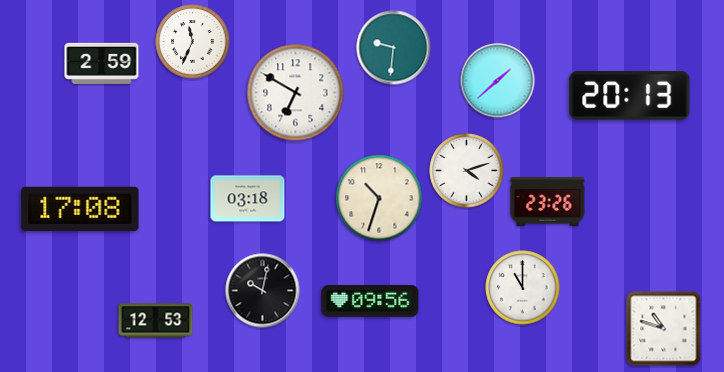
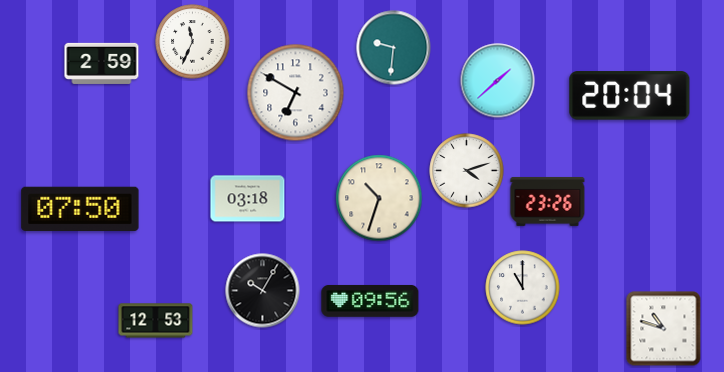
clock at (630, 96): 20:13 -> 20:04
clock at (80, 209): 17:08 -> 07:50
clock at (263, 291): 10:02 -> 10:05
